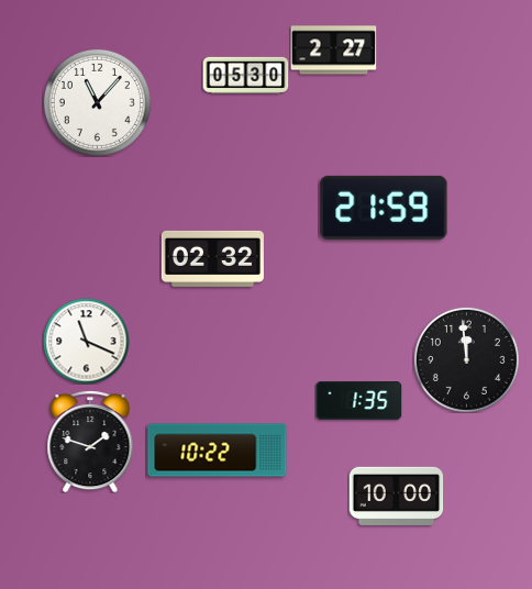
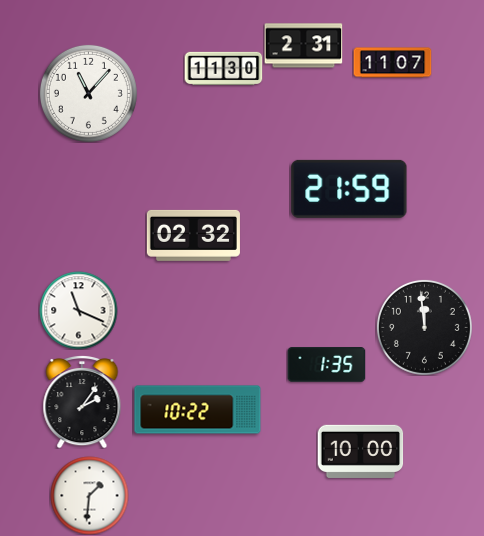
clock at (333, 51): 2:27 -> 2:31
clock at (392, 63): none -> 11:07
clock at (245, 75): 05:30 -> 11:30
clock at (90, 442): 1:48 -> 2:06
clock at (89, 495): none -> 1:31
